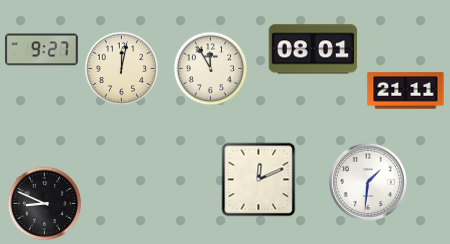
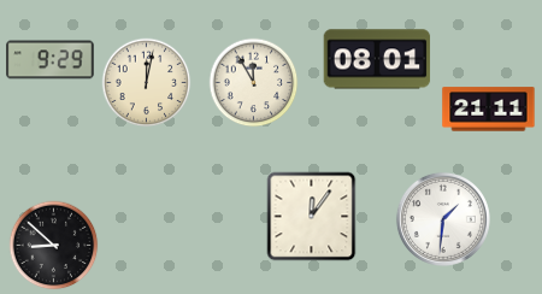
clock at (42, 50): 9:27 -> 9:29
clock at (259, 180): 12:11 -> 12:06
clock at (45, 204): 8:49 -> 8:52
